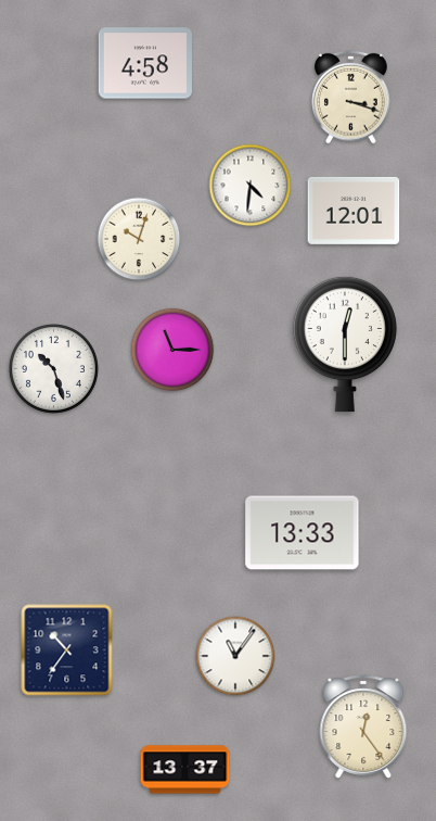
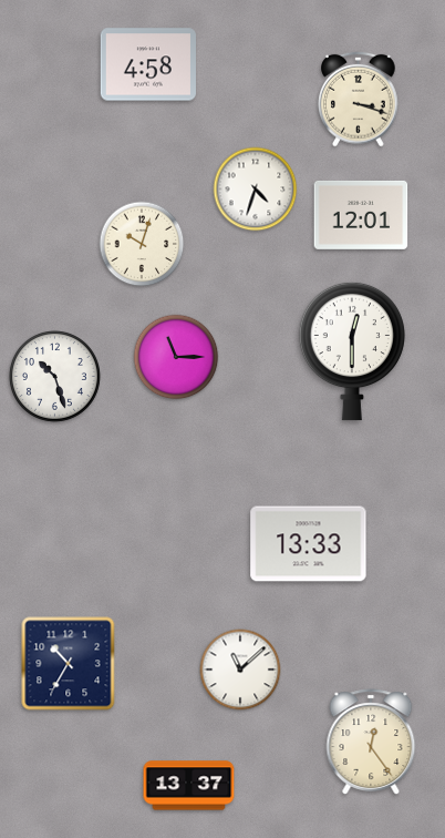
clock at (251, 186): 4:31 -> 4:33
clock at (67, 651): 10:36 -> 10:35
clock at (235, 656): 11:06 -> 11:08
